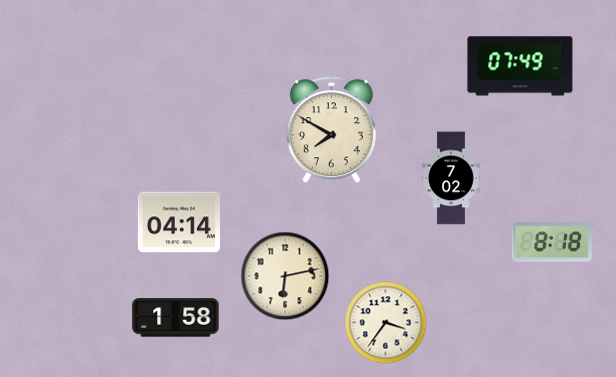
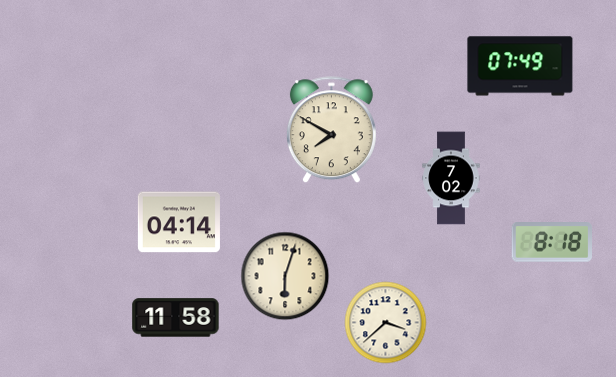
clock at (285, 276): 6:13 -> 6:03
clock at (176, 318): 1:58 -> 11:58
clock at (386, 323): 3:36 -> 3:38
